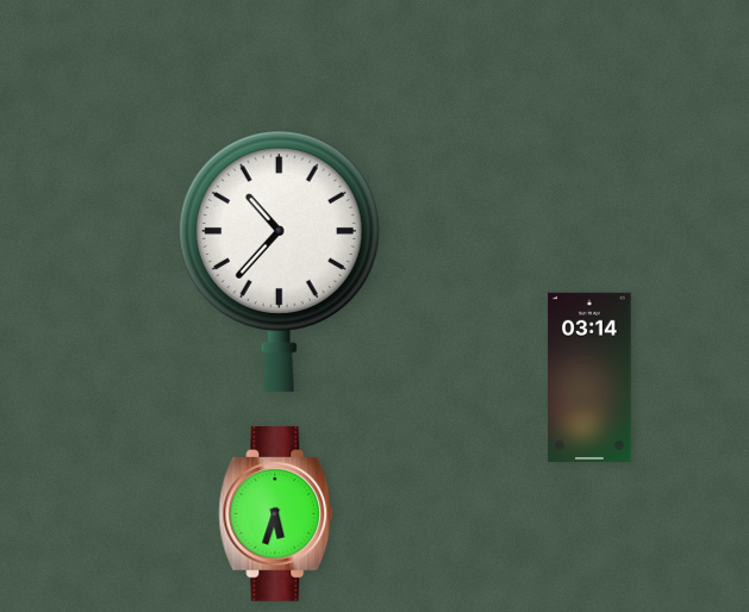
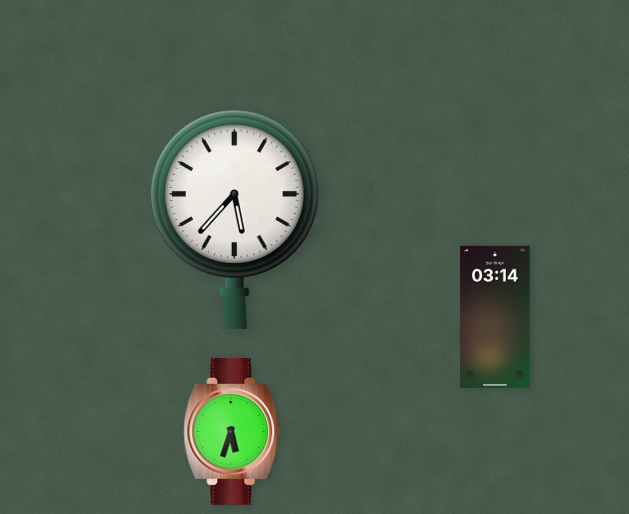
clock at (279, 261): 10:37 -> 5:37
